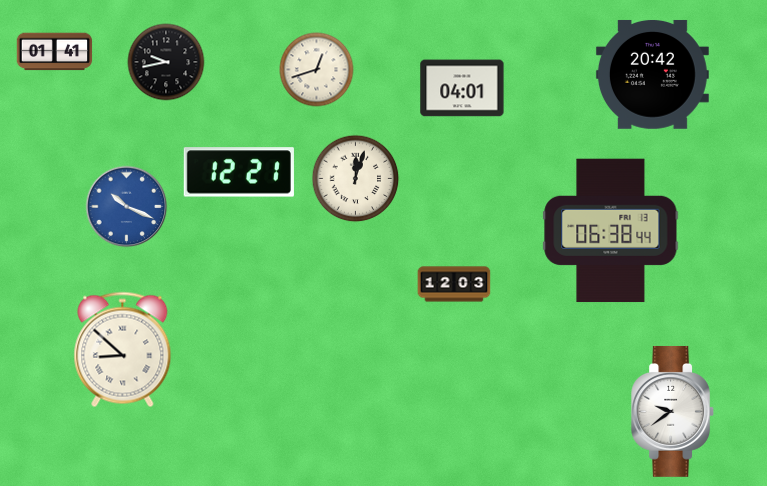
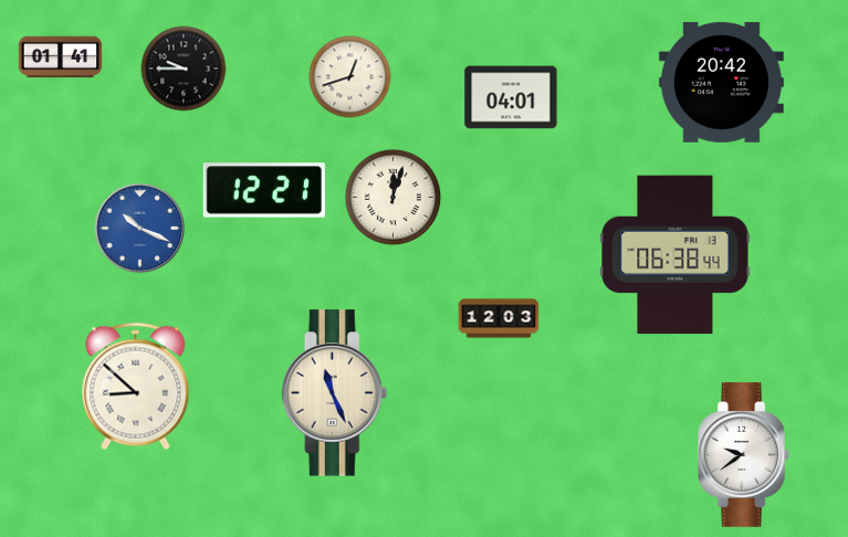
clock at (166, 62): 9:43 -> 9:45
clock at (454, 284) position: (454, 284) -> (499, 318)
clock at (335, 393): none -> 11:26
